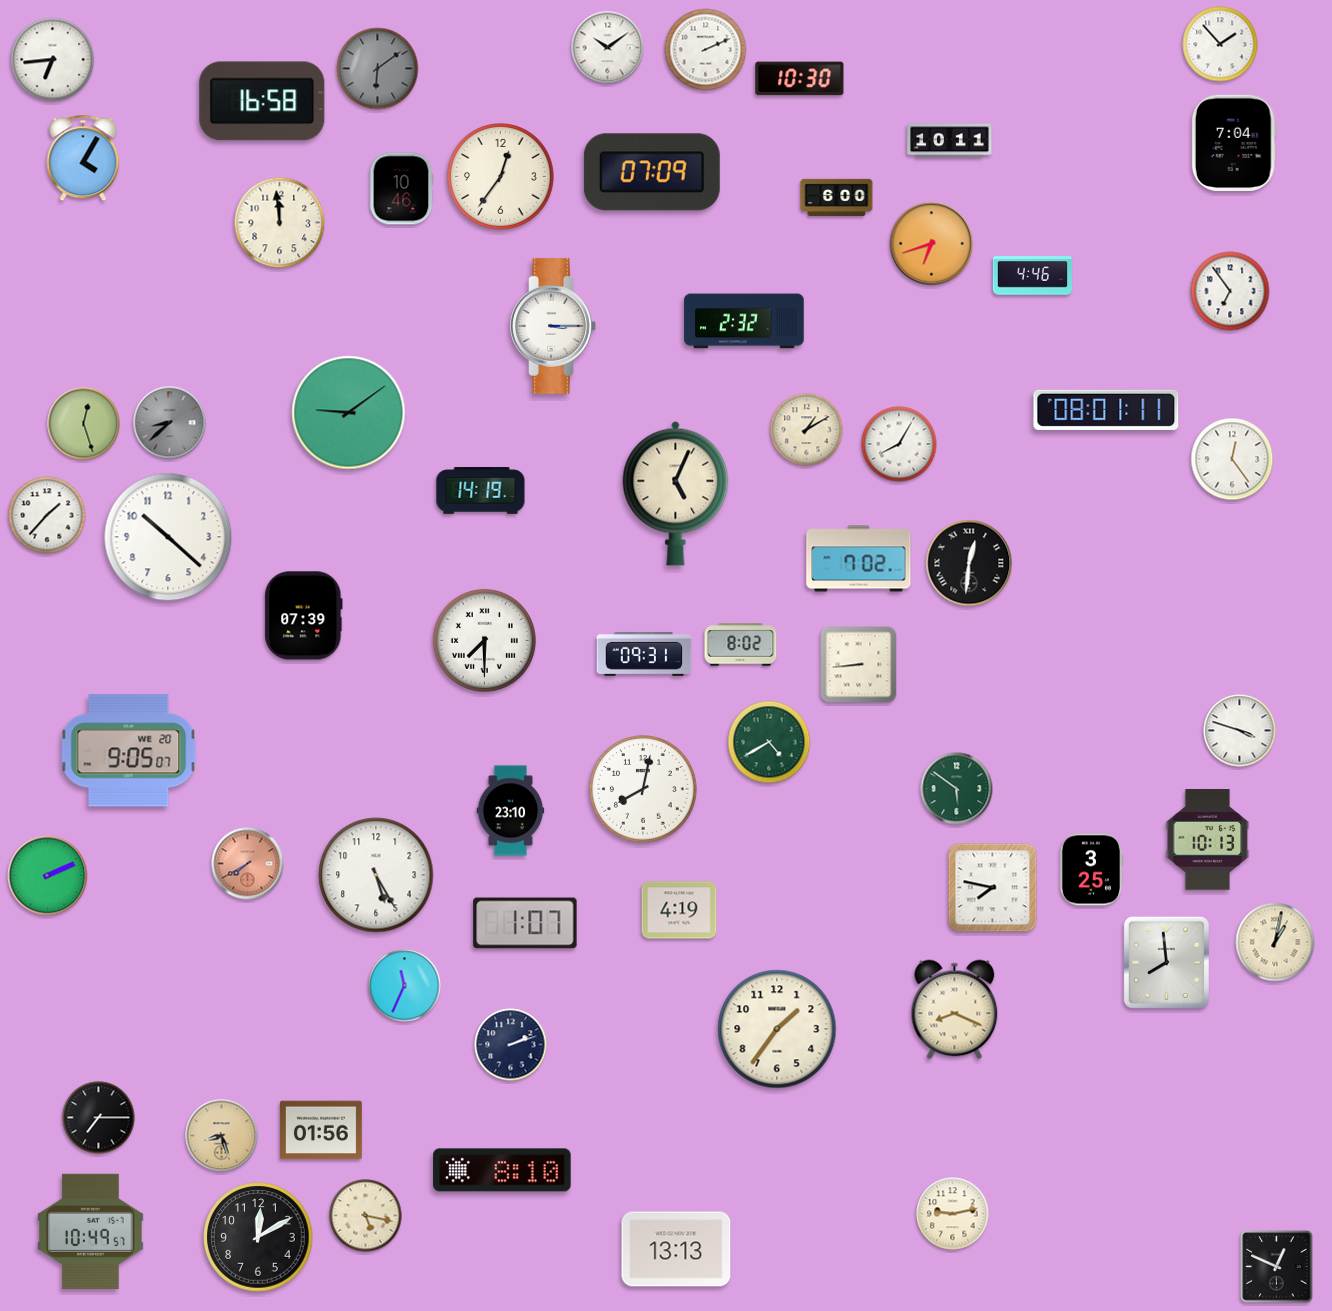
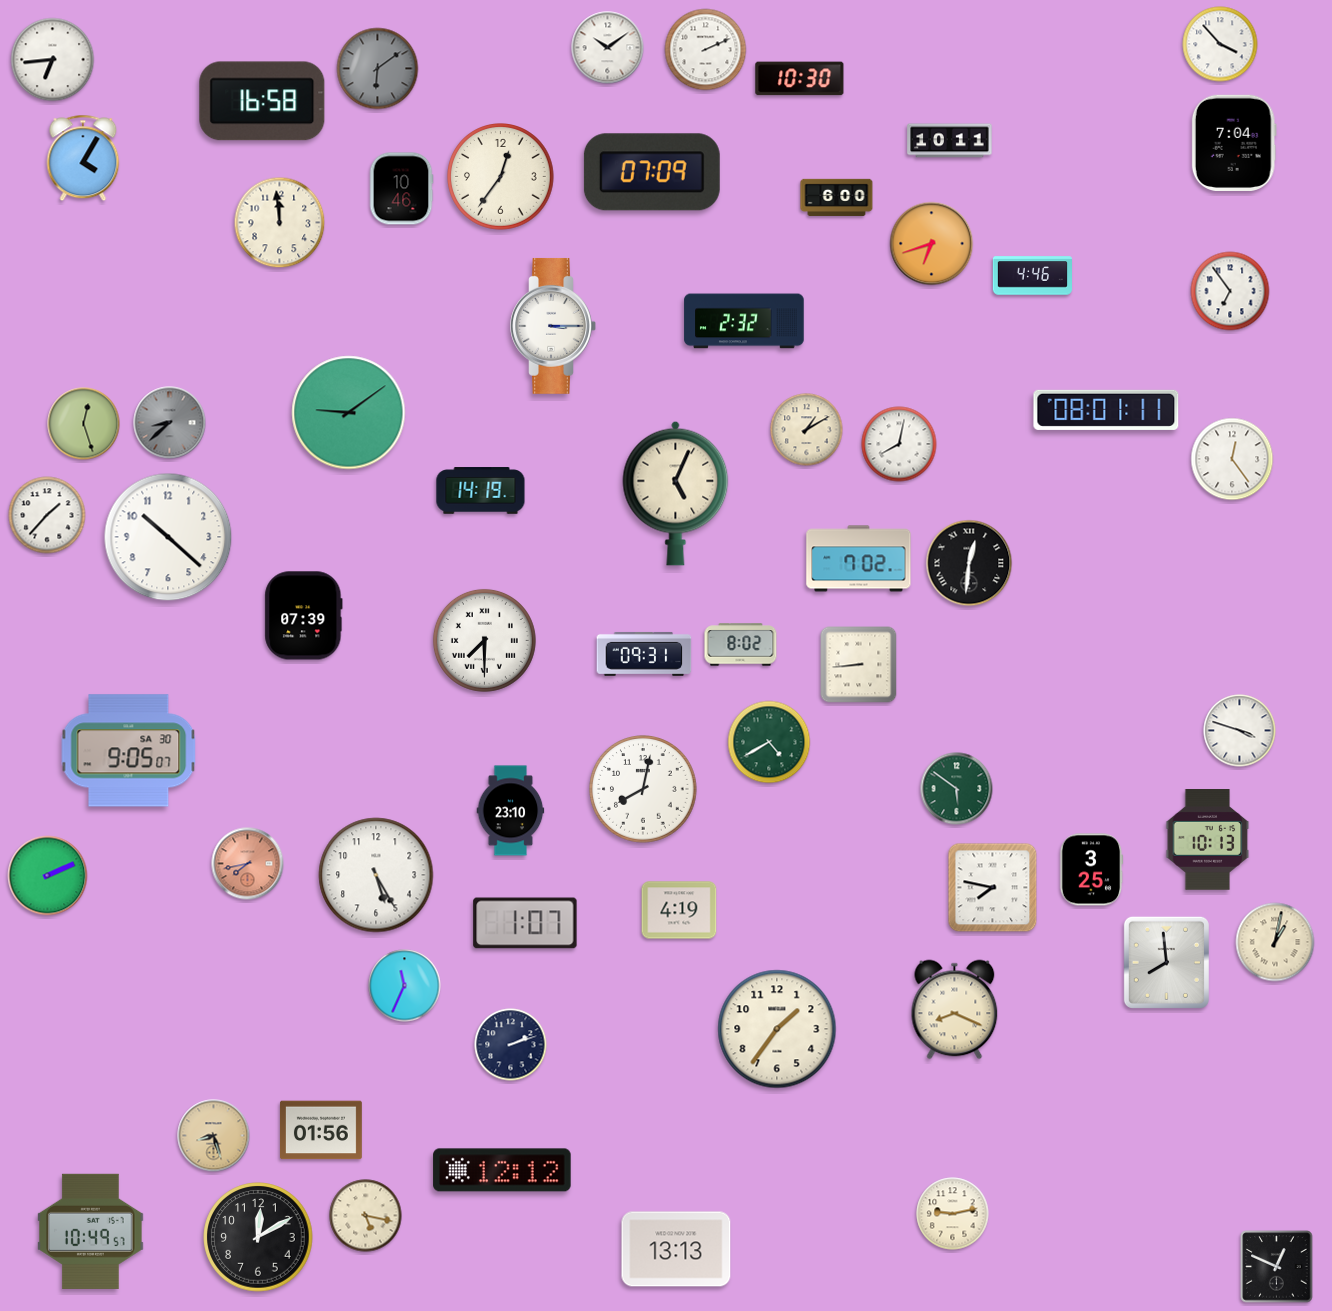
clock at (1220, 44): 1:53 -> 3:53
clock at (899, 444): 8:05 -> 8:02
clock at (129, 751) date: WE 20 -> SA 30
clock at (248, 864): 7:40 -> 7:43
clock at (99, 1118): 7:15 -> none
clock at (222, 1136) position: (222, 1136) -> (214, 1136)
clock at (502, 1170): 8:10 -> 12:12
